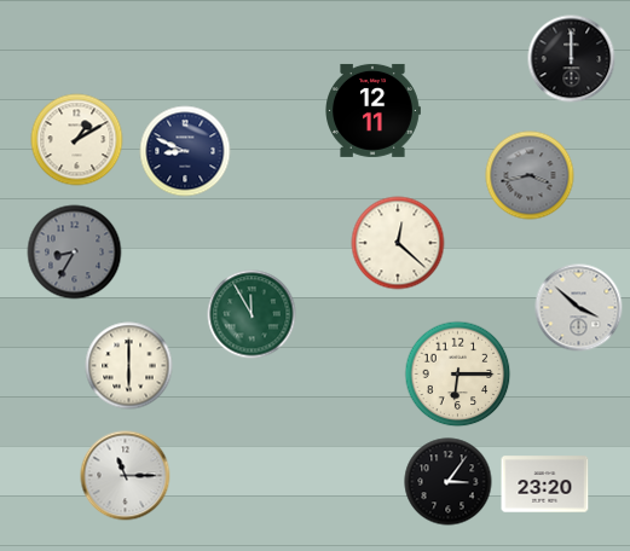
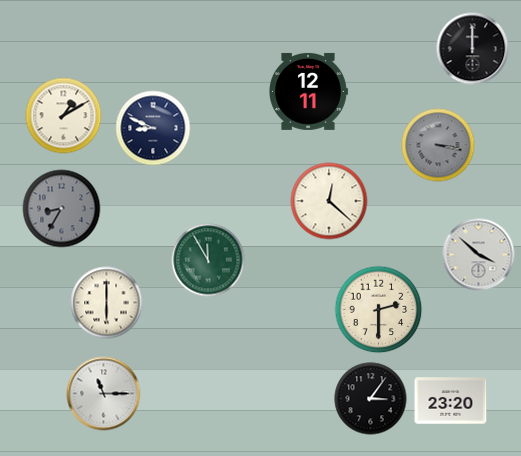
clock at (185, 151) position: (185, 151) -> (153, 128)
clock at (530, 175): 3:43 -> 3:17
clock at (458, 375): 6:15 -> 2:30
